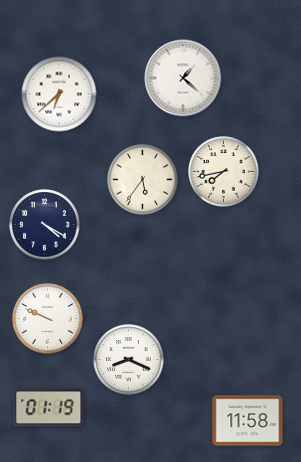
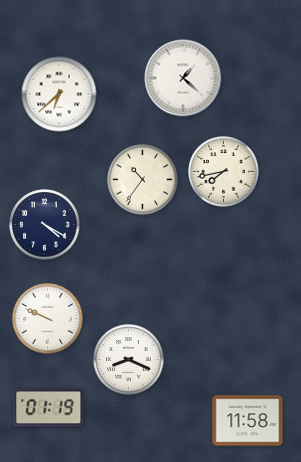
clock at (143, 180): 5:36 -> 10:36
